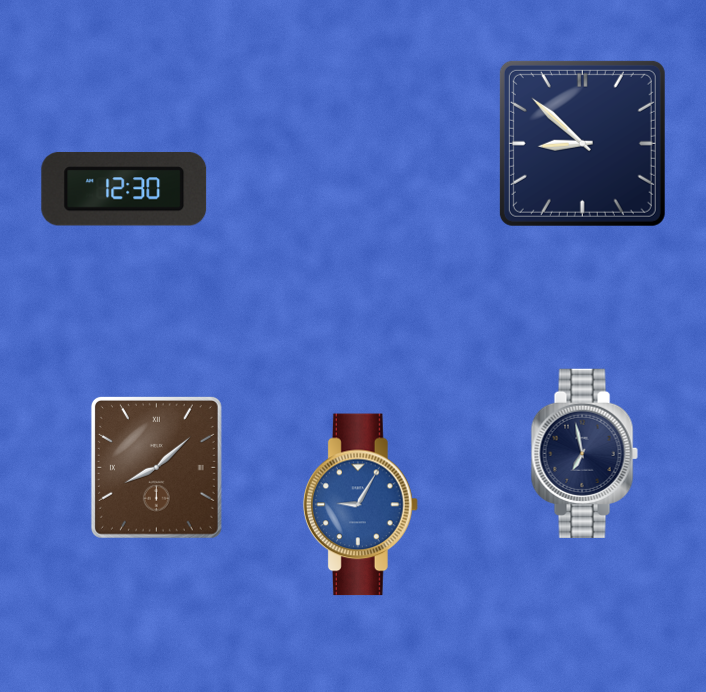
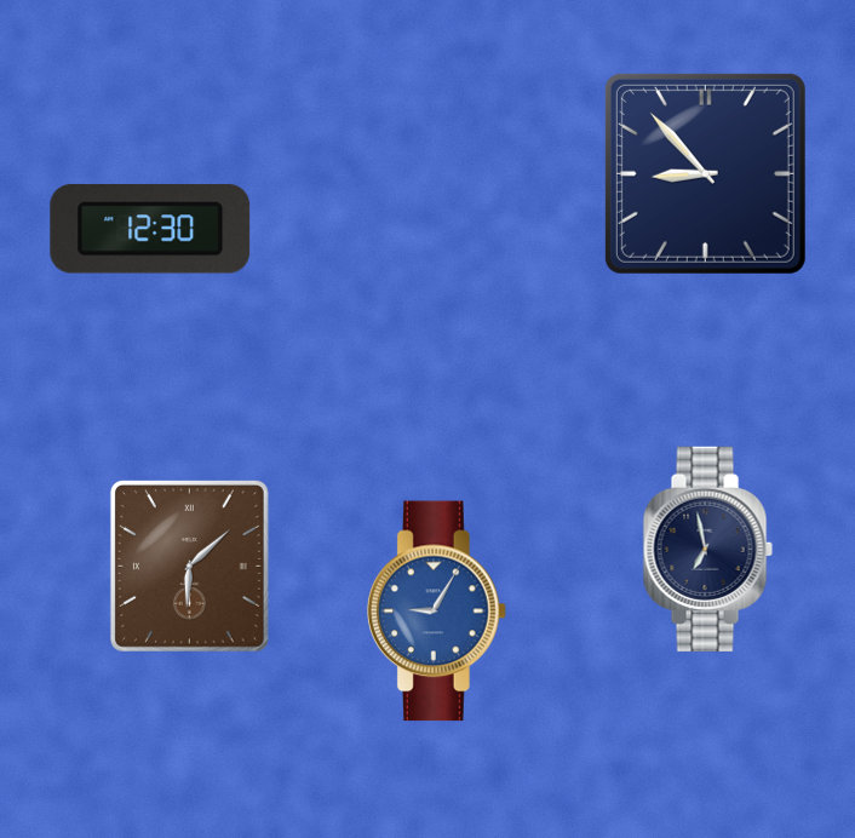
clock at (582, 143): 8:52 -> 8:53
clock at (156, 467): 8:08 -> 6:08
